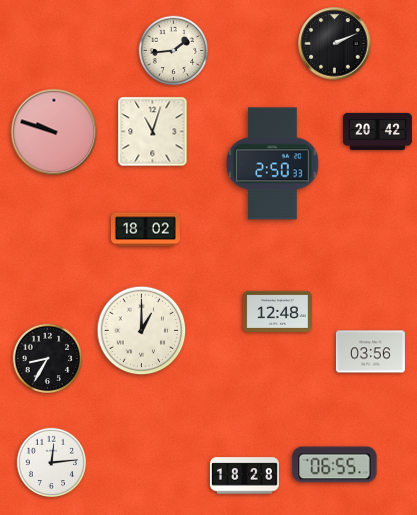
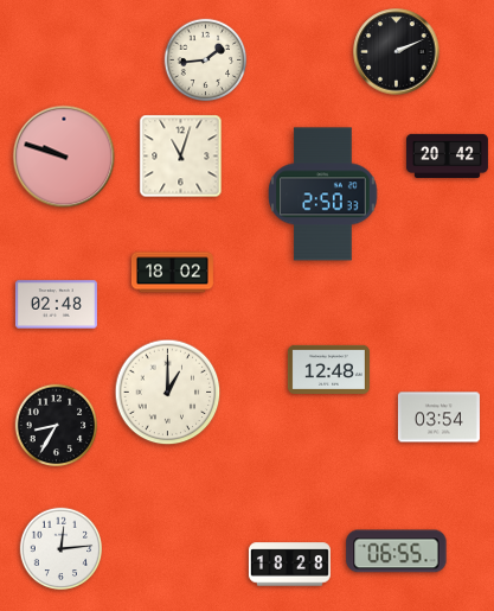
clock at (56, 305): none -> 02:48
clock at (370, 352): 03:56 -> 03:54
